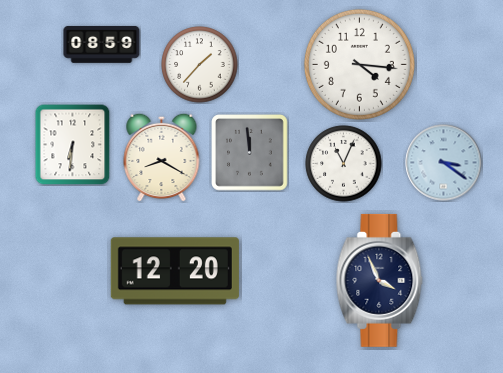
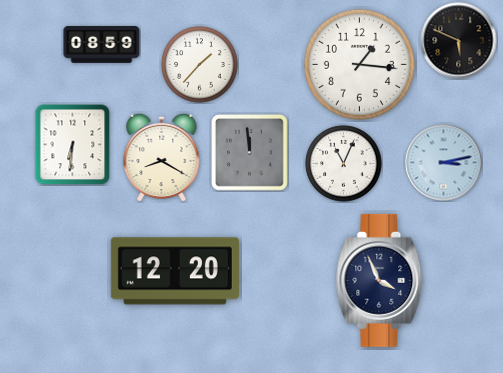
clock at (459, 41): none -> 5:49
clock at (359, 64): 4:16 -> 1:16
clock at (444, 163): 3:21 -> 3:13
